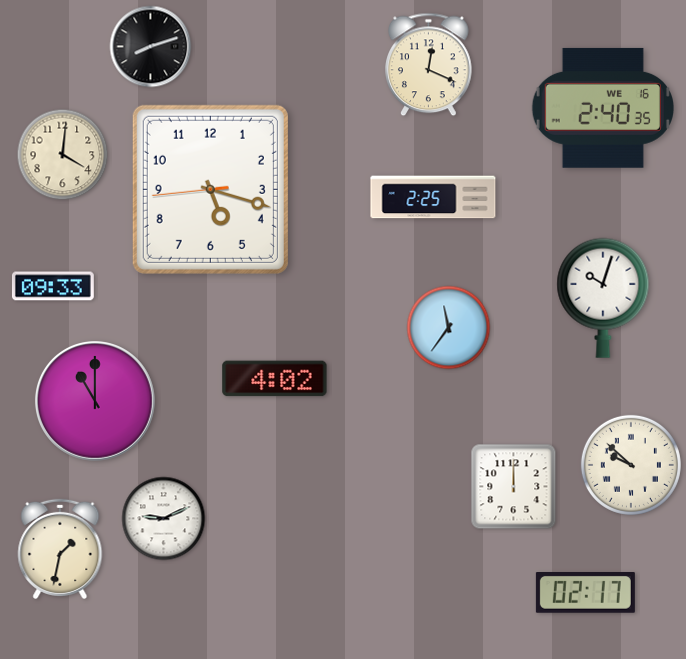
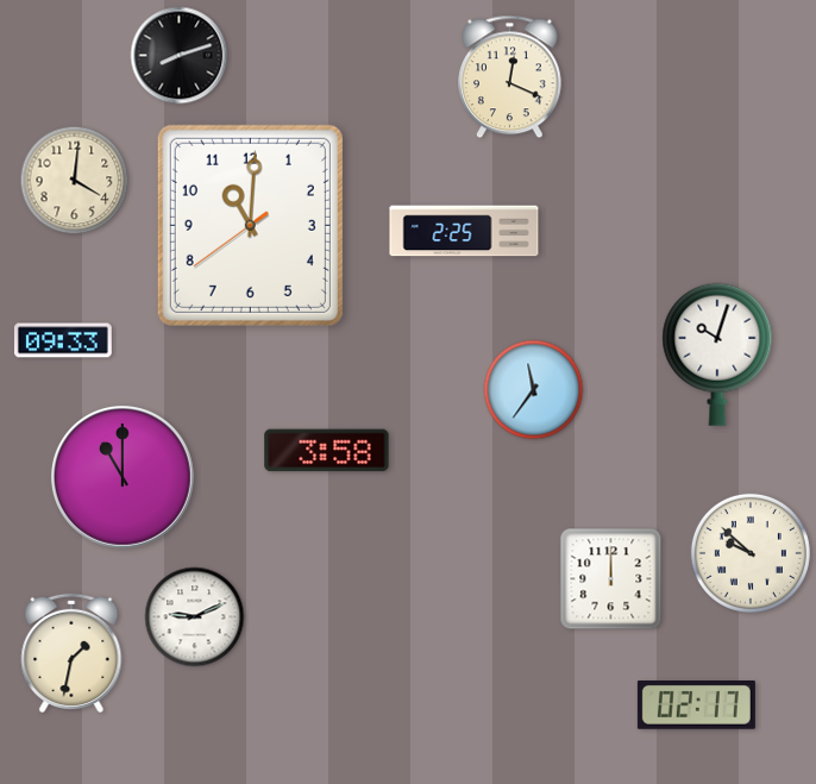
clock at (603, 108): 2:40 -> none
clock at (63, 155) position: (63, 155) -> (75, 181)
clock at (210, 189): 5:17 -> 11:00
clock at (433, 197) position: (433, 197) -> (464, 231)
clock at (275, 379): 4:02 -> 3:58
clock at (95, 401) position: (95, 401) -> (123, 477)
